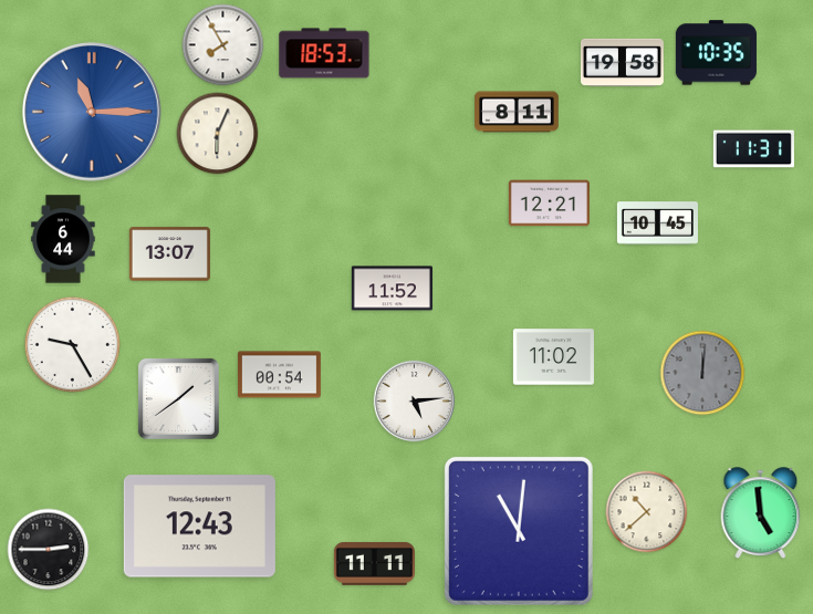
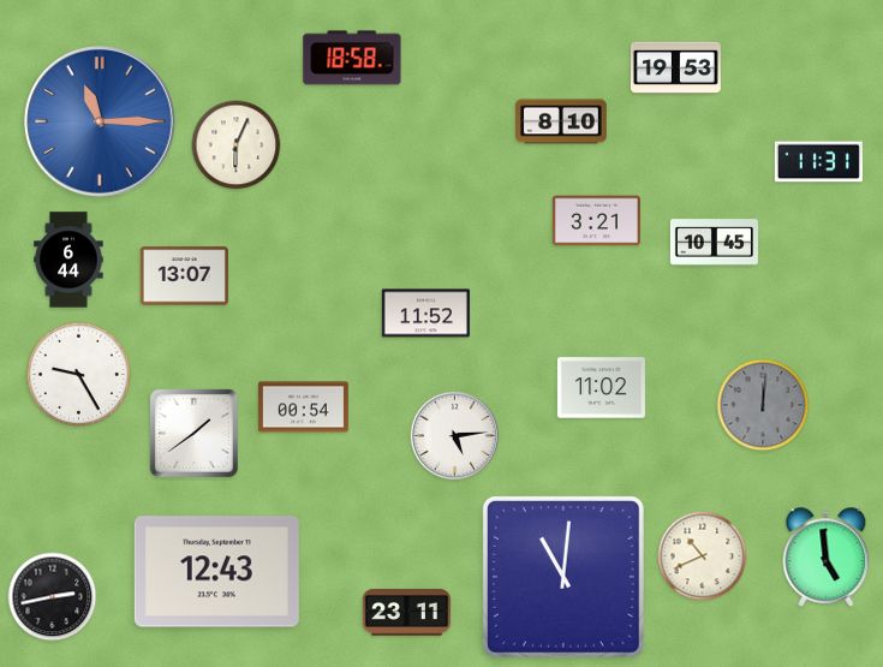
clock at (223, 45): 7:55 -> none
clock at (324, 53): 18:53 -> 18:58
clock at (716, 53): 10:35 -> none
clock at (622, 62): 19:58 -> 19:53
clock at (517, 112): 8:11 -> 8:10
clock at (549, 204): 12:21 -> 3:21
clock at (415, 402) position: (415, 402) -> (455, 436)
clock at (647, 512): 10:38 -> 10:41
clock at (49, 550): 2:45 -> 2:43
clock at (374, 563): 11:11 -> 23:11
